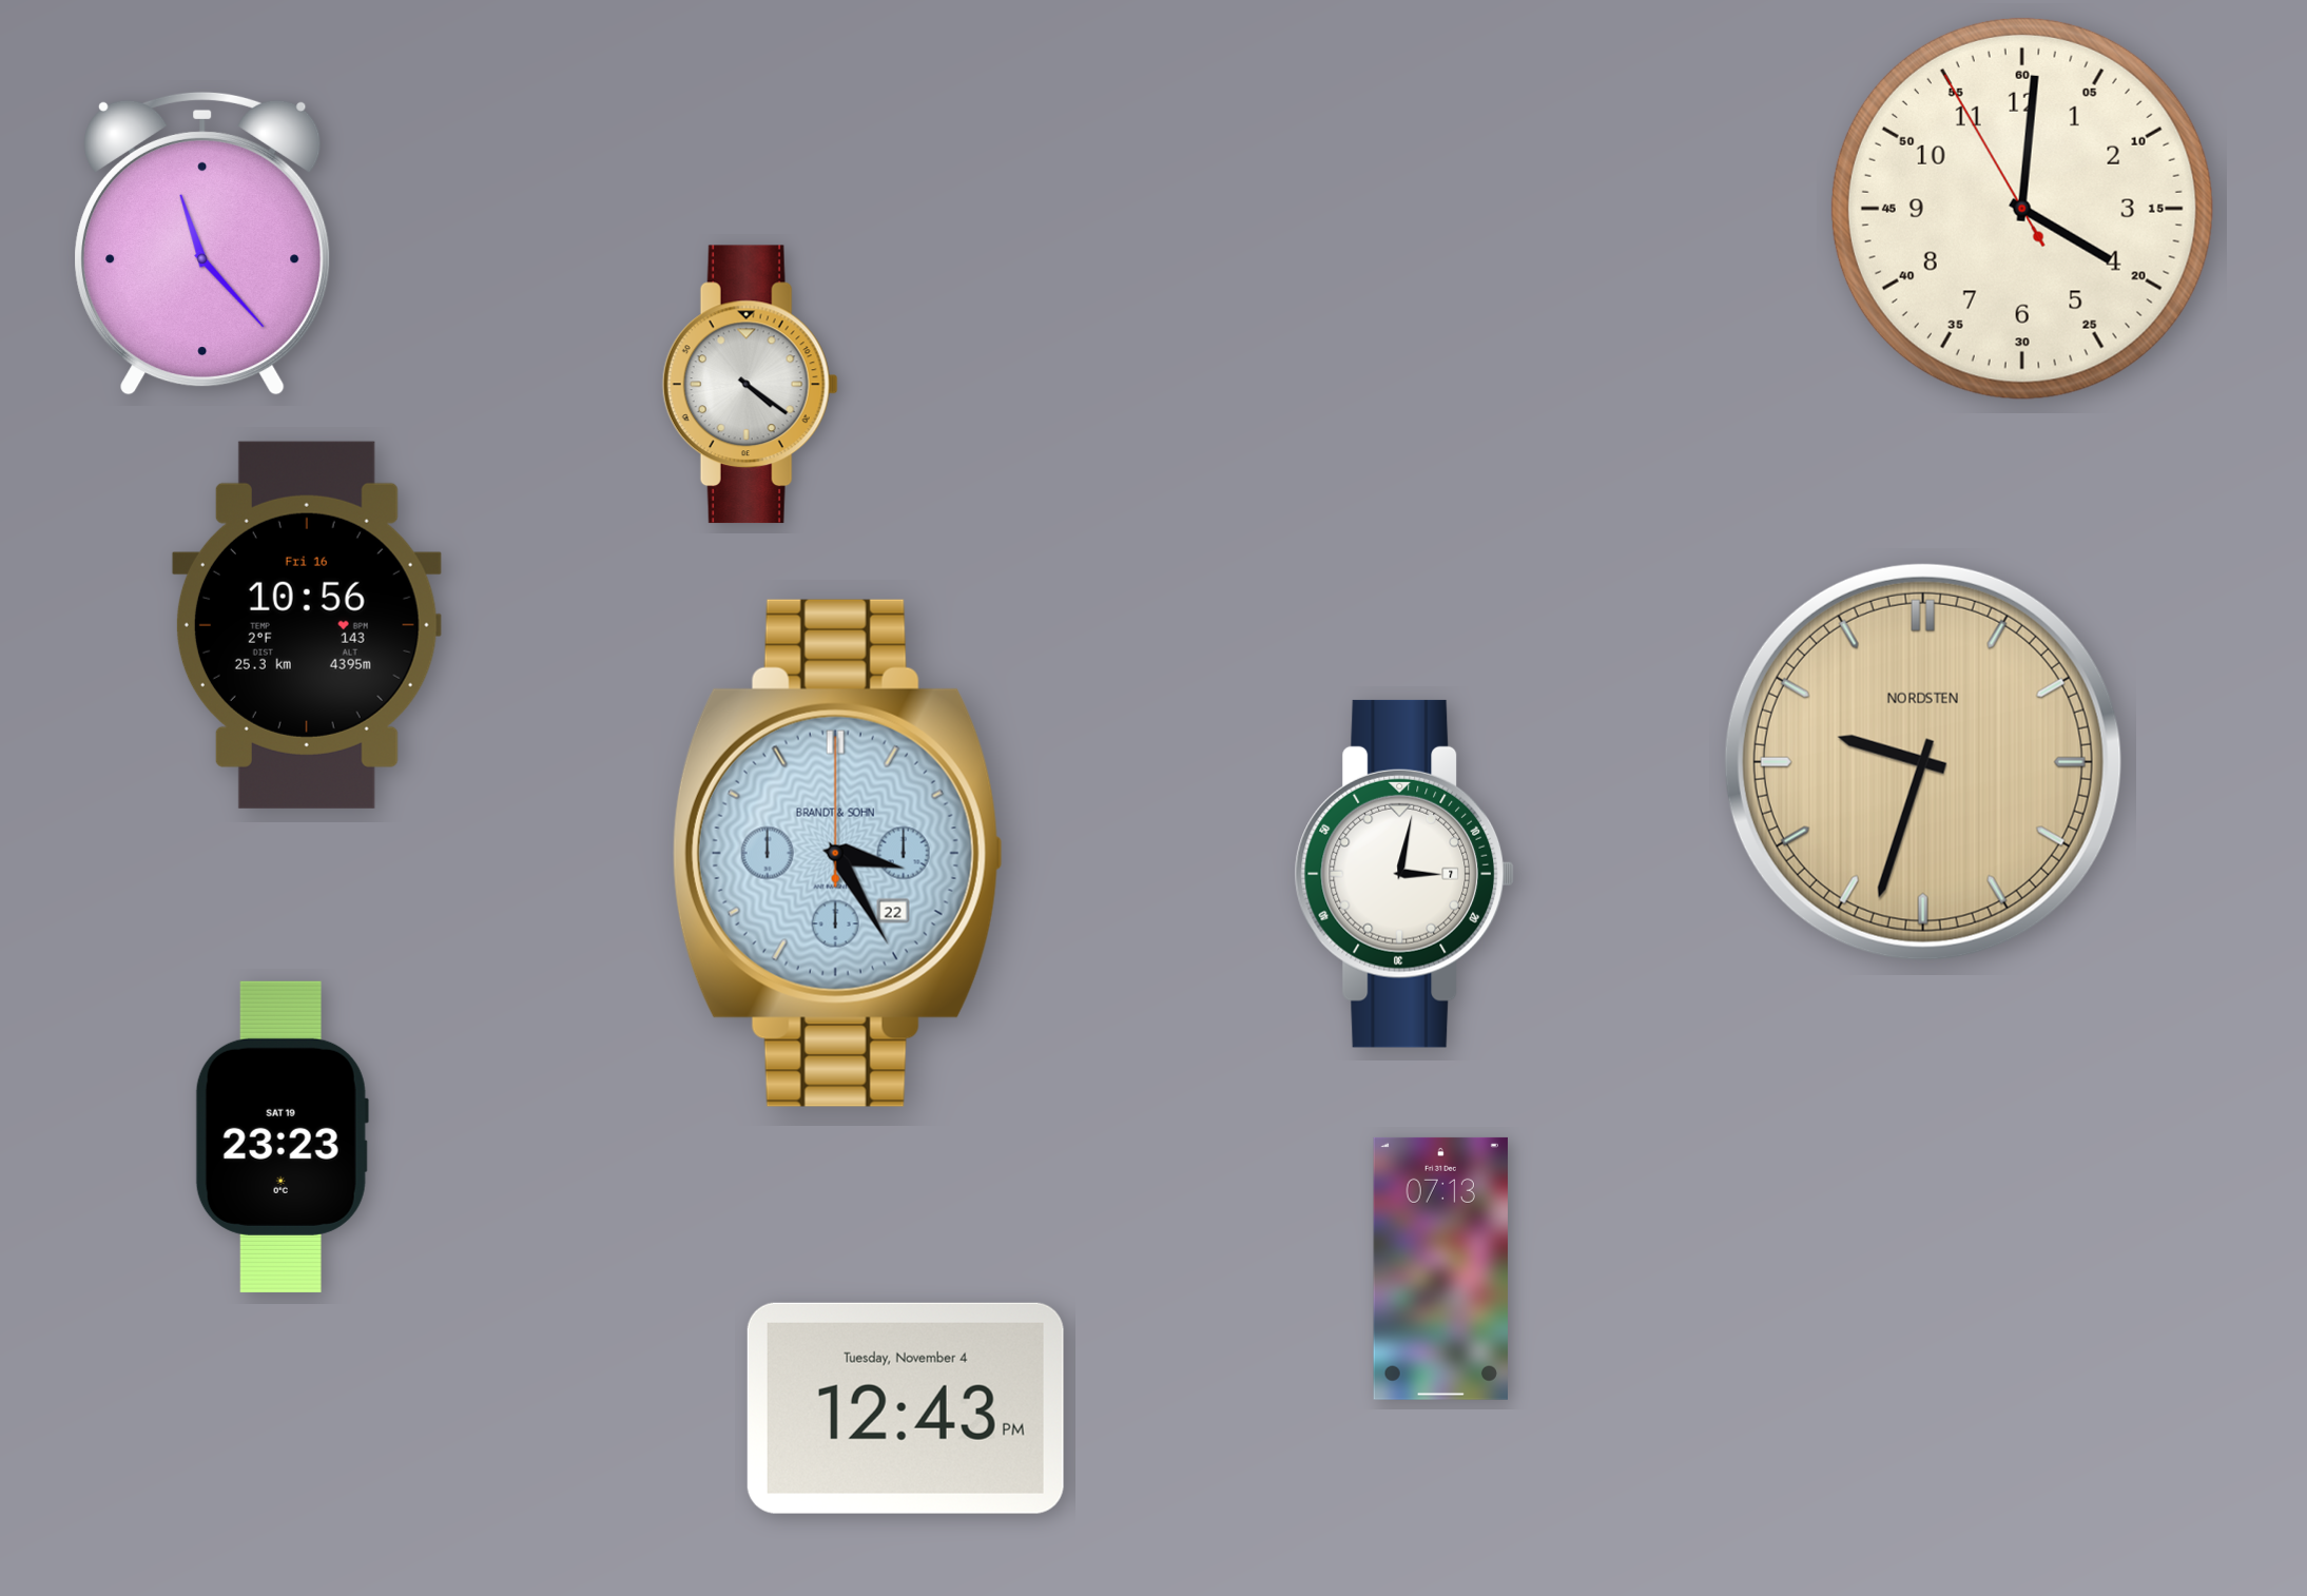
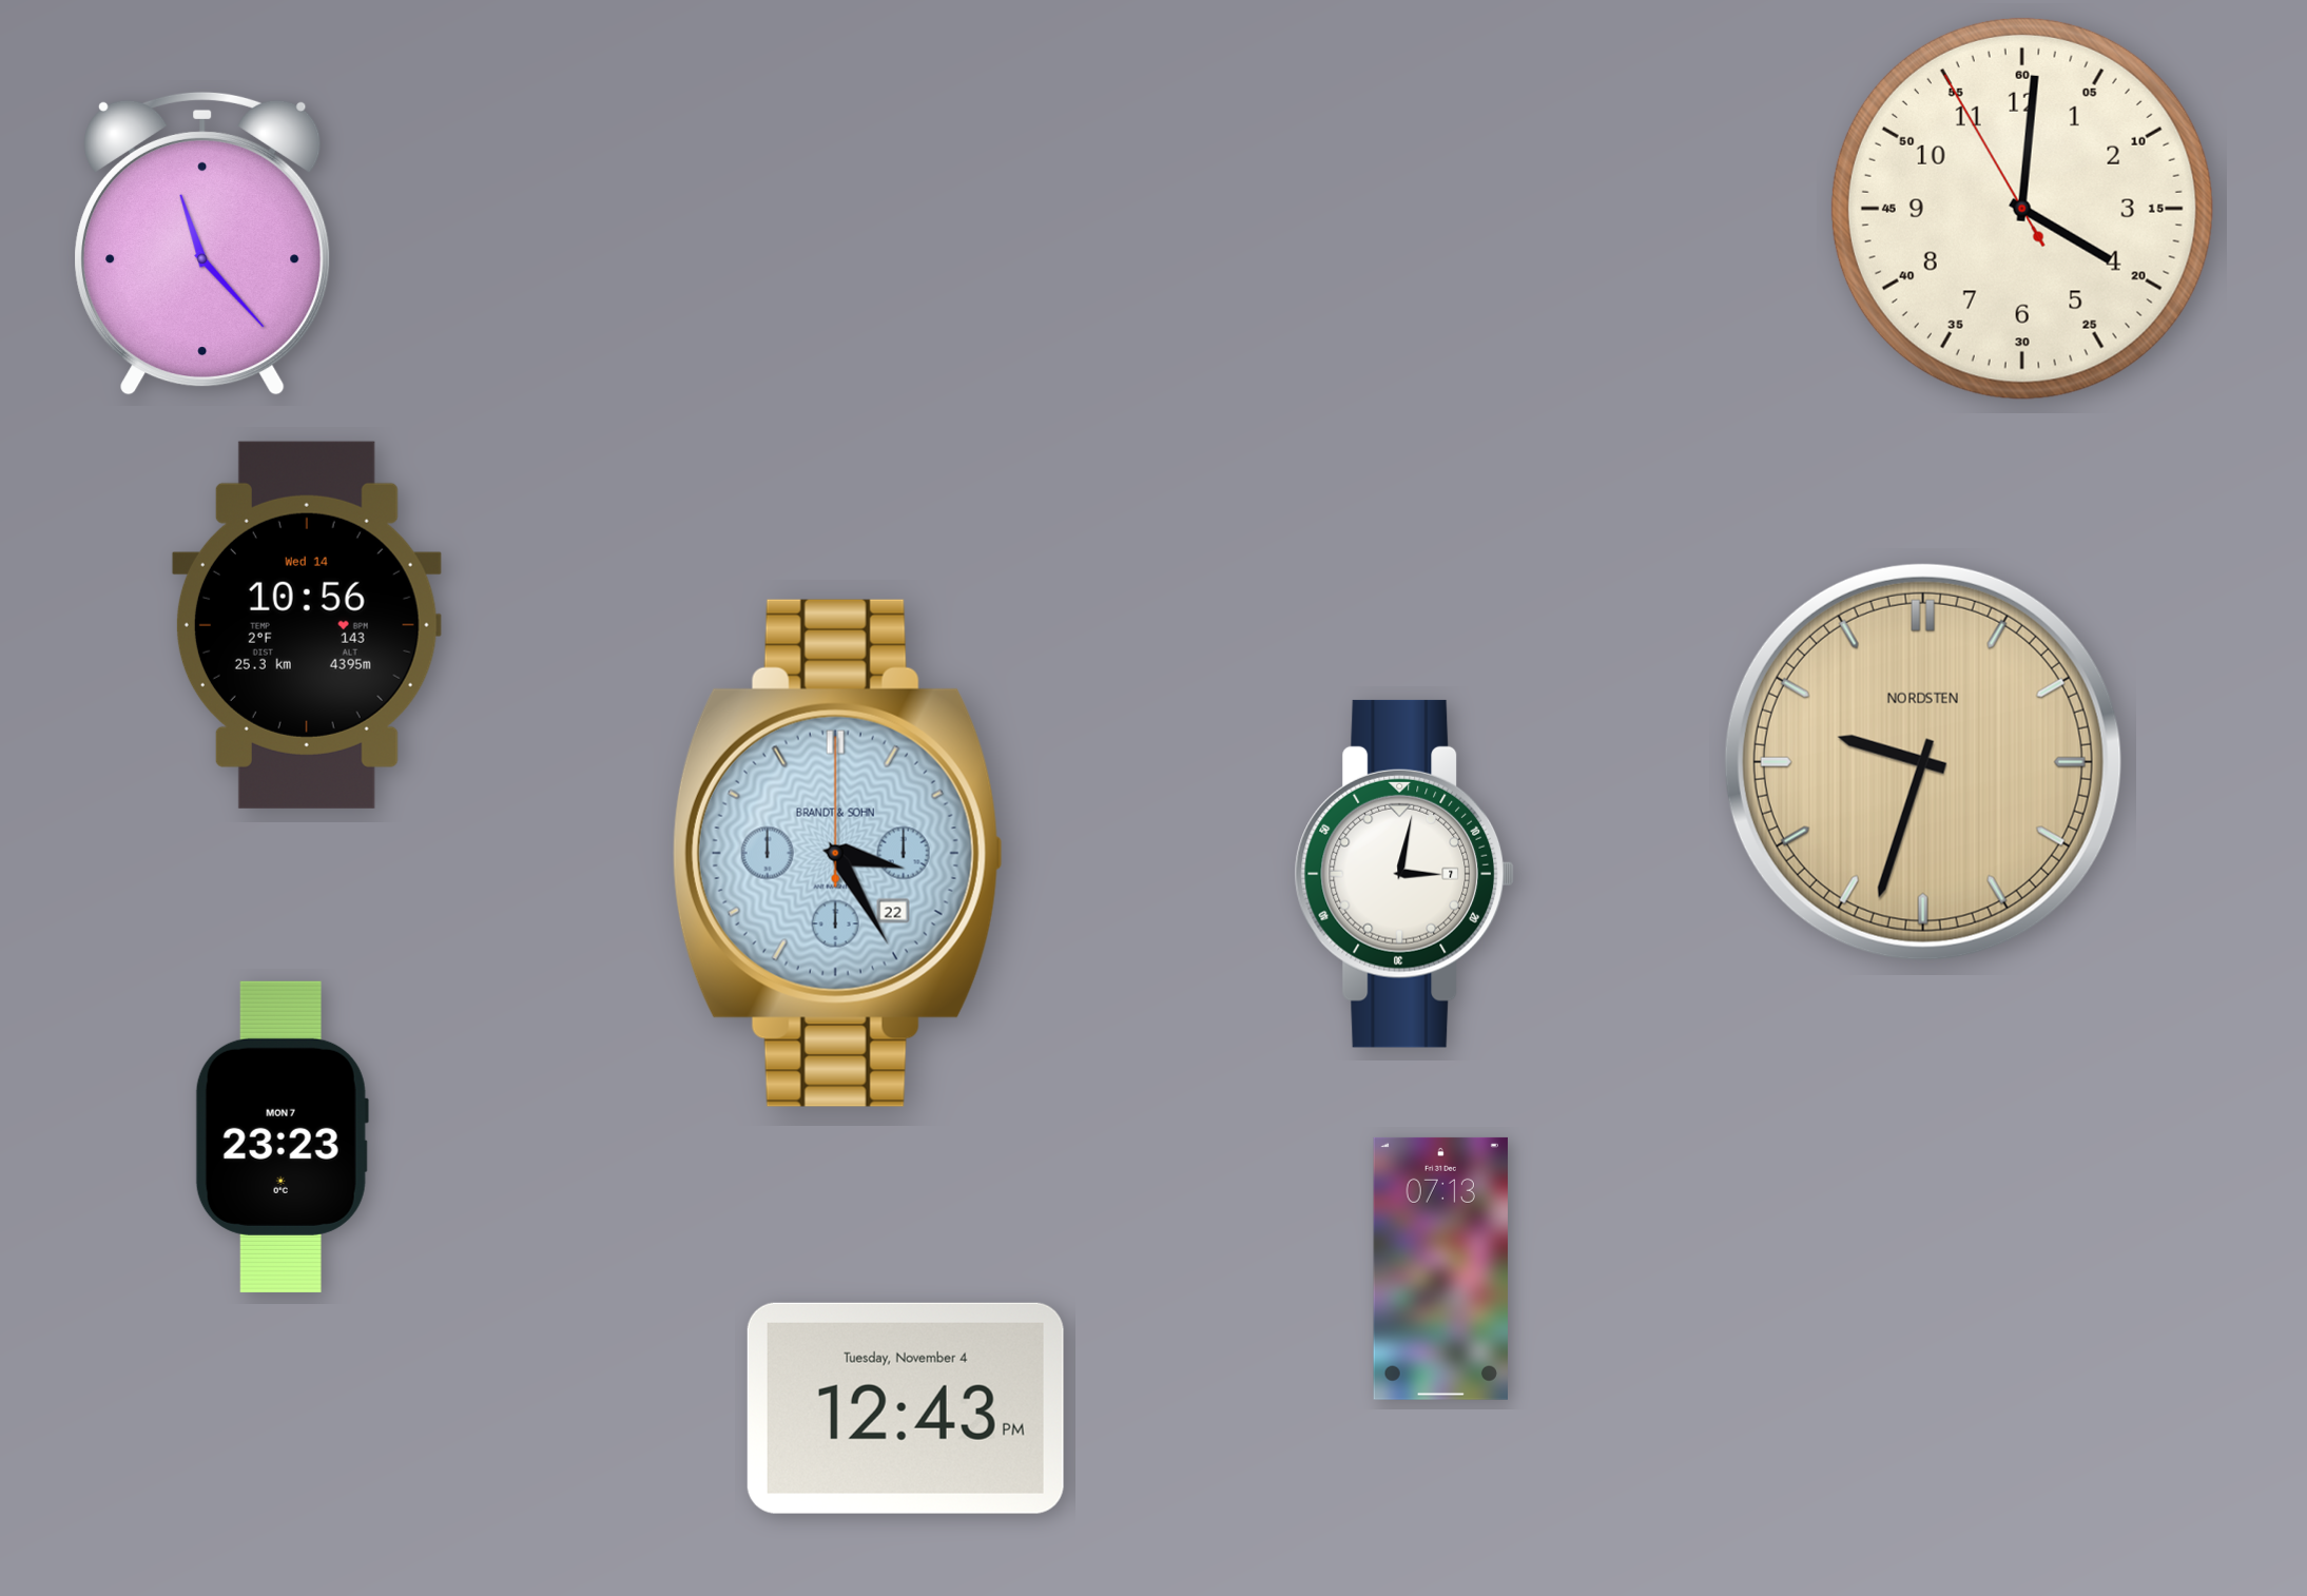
clock at (750, 385): 4:21 -> none
clock at (307, 625) date: Fri 16 -> Wed 14
clock at (282, 1136) date: SAT 19 -> MON 7
